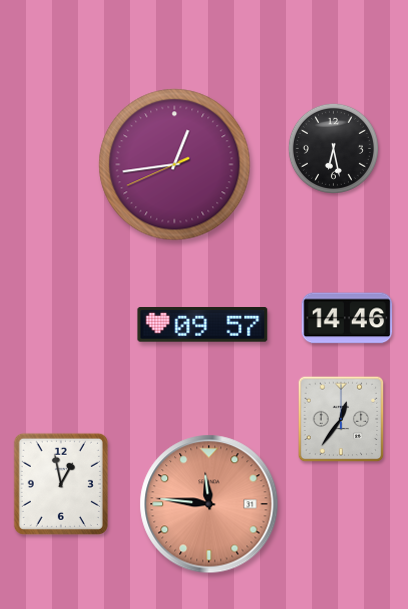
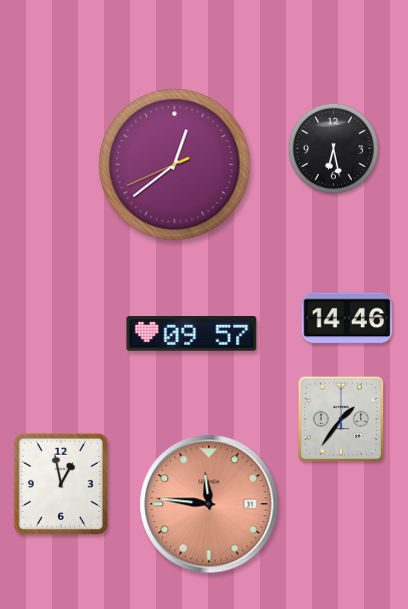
clock at (175, 165): 12:43 -> 12:38
clock at (203, 325) position: (203, 325) -> (192, 334)
clock at (341, 419): 12:36 -> 1:36
